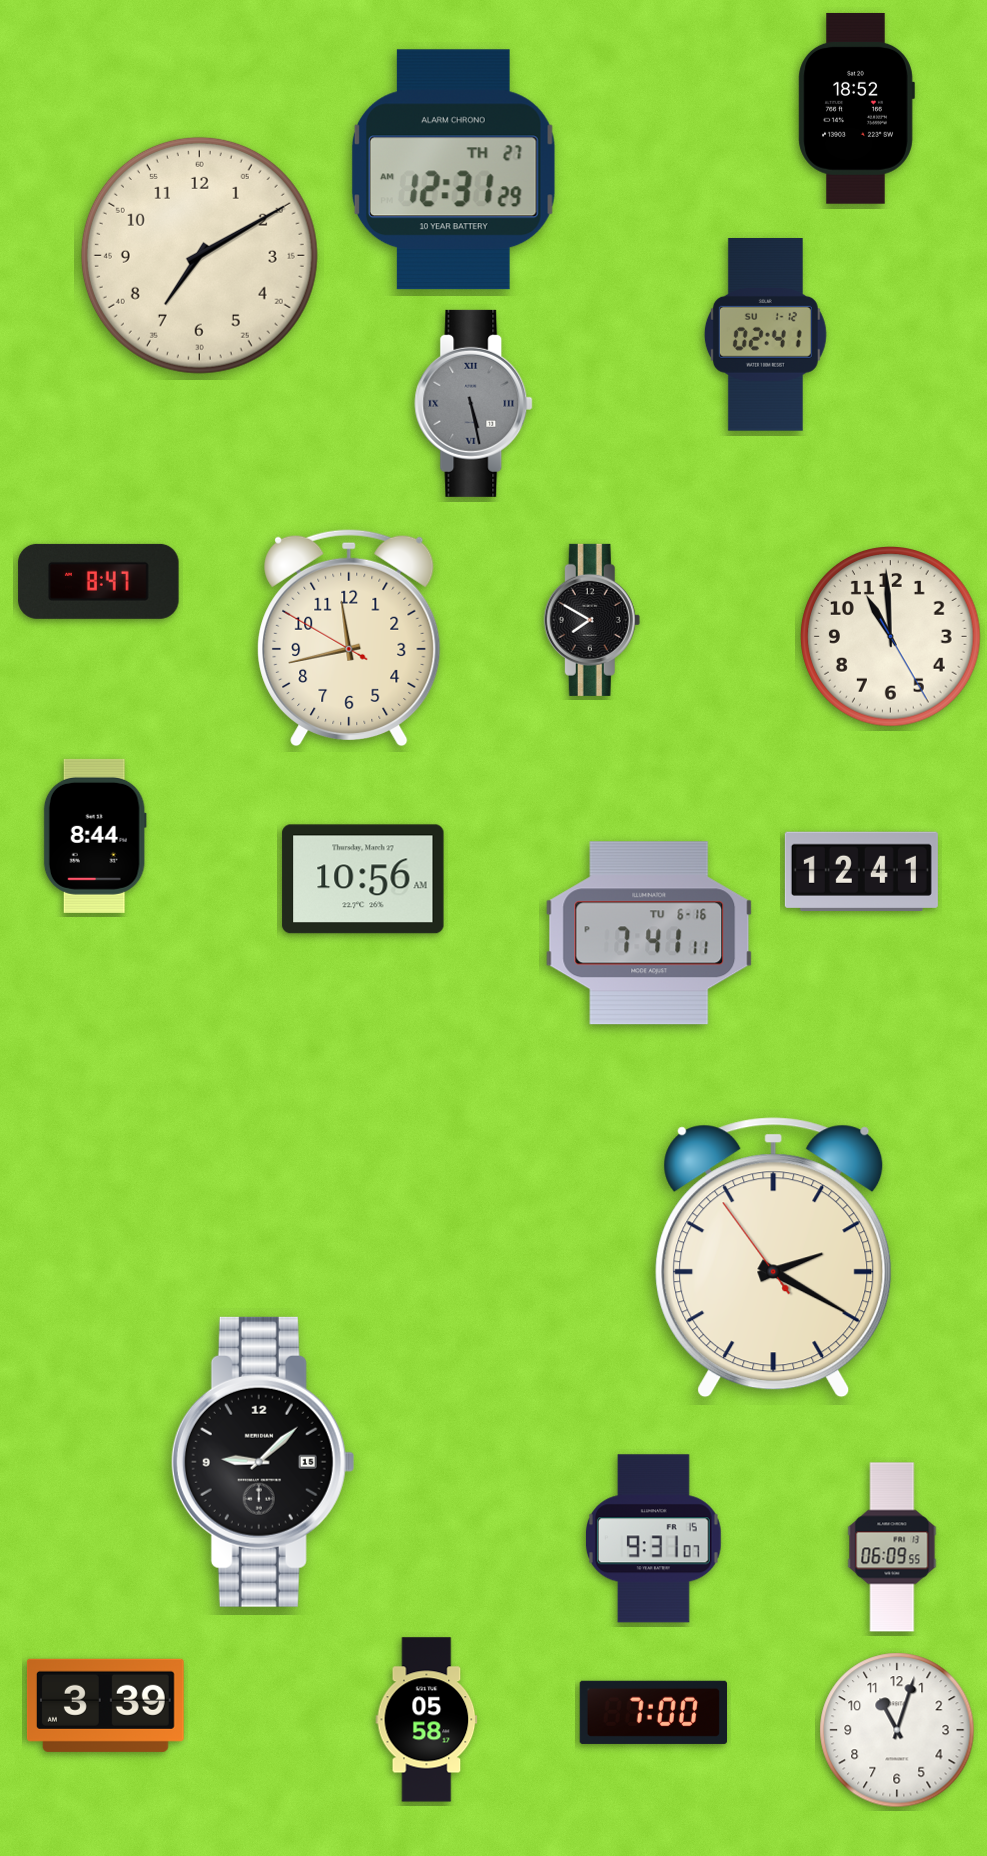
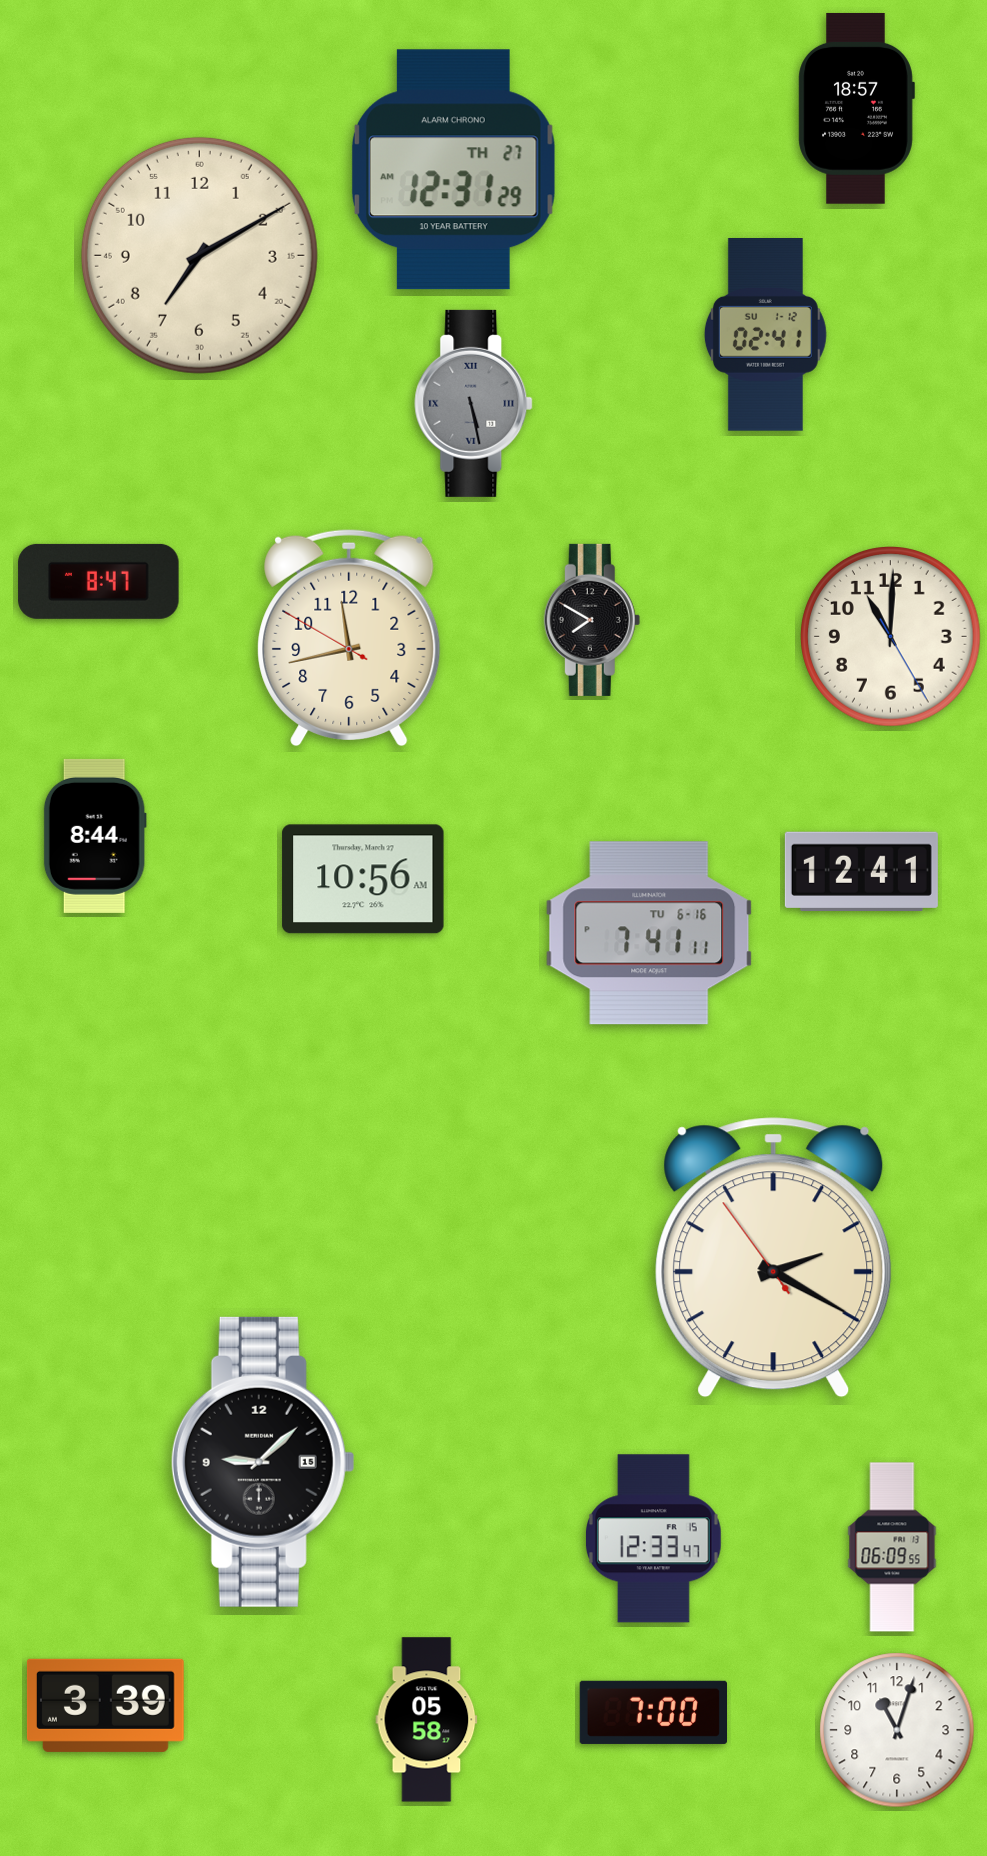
clock at (856, 108): 18:52 -> 18:57
clock at (891, 637): 10:59 -> 11:00
clock at (653, 1539): 9:31 -> 12:33
